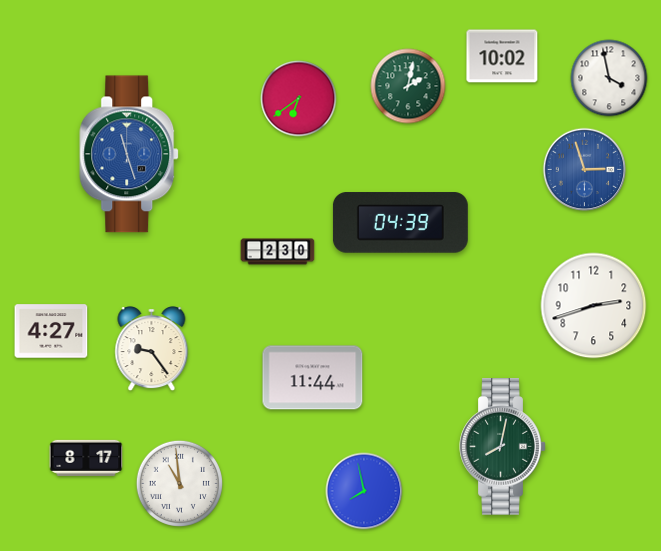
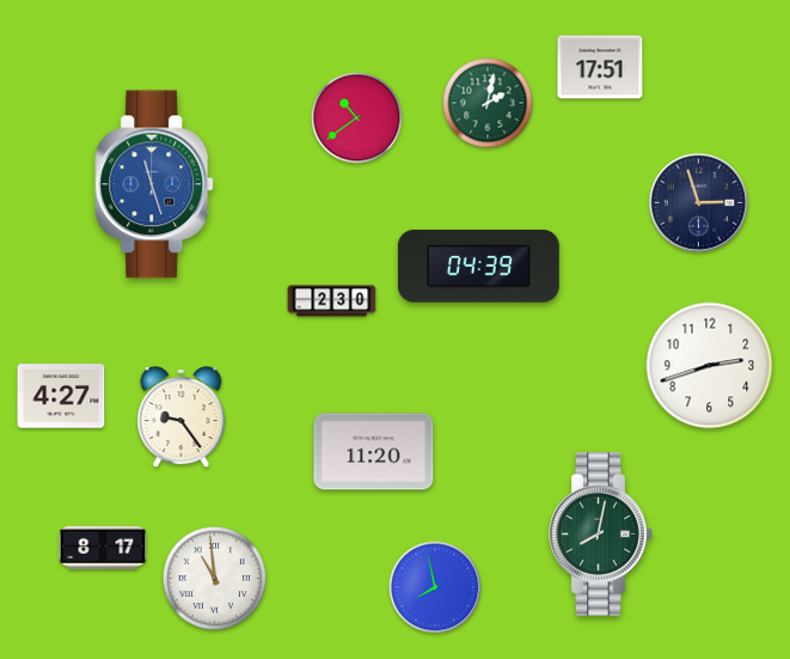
clock at (502, 56): 10:02 -> 17:51
clock at (609, 78): 3:58 -> none
clock at (299, 99): 6:39 -> 10:39
clock at (585, 170) dial: blue -> navy
clock at (313, 378): 11:44 -> 11:20
